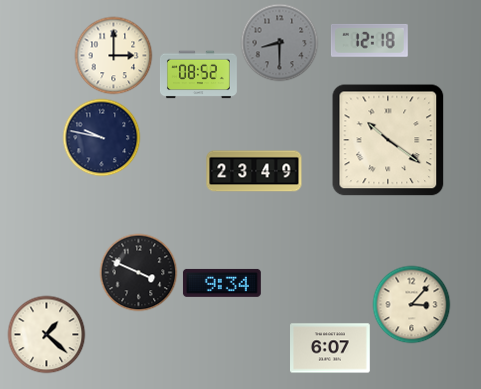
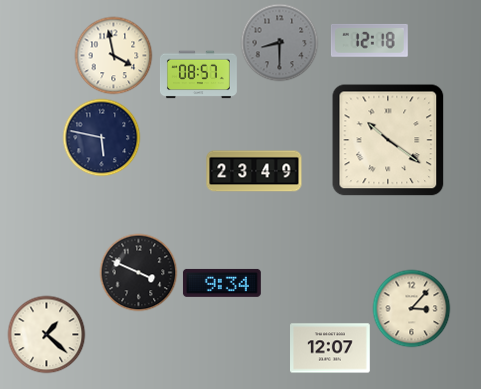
clock at (113, 55): 3:00 -> 3:58
clock at (198, 75): 08:52 -> 08:57
clock at (101, 137): 9:47 -> 5:47
clock at (411, 304) position: (411, 304) -> (411, 308)
clock at (330, 348): 6:07 -> 12:07
